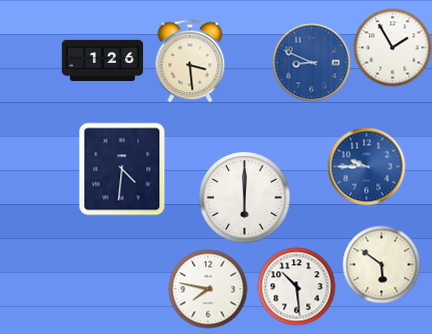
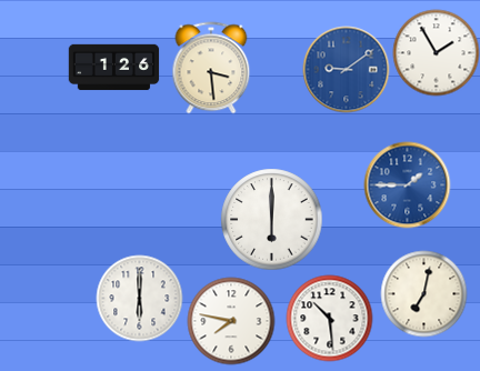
clock at (311, 62): 8:49 -> 9:09
clock at (366, 166): 9:45 -> 1:45
clock at (122, 169): 4:31 -> none
clock at (381, 264): 5:51 -> 7:02
clock at (139, 298): none -> 6:00
